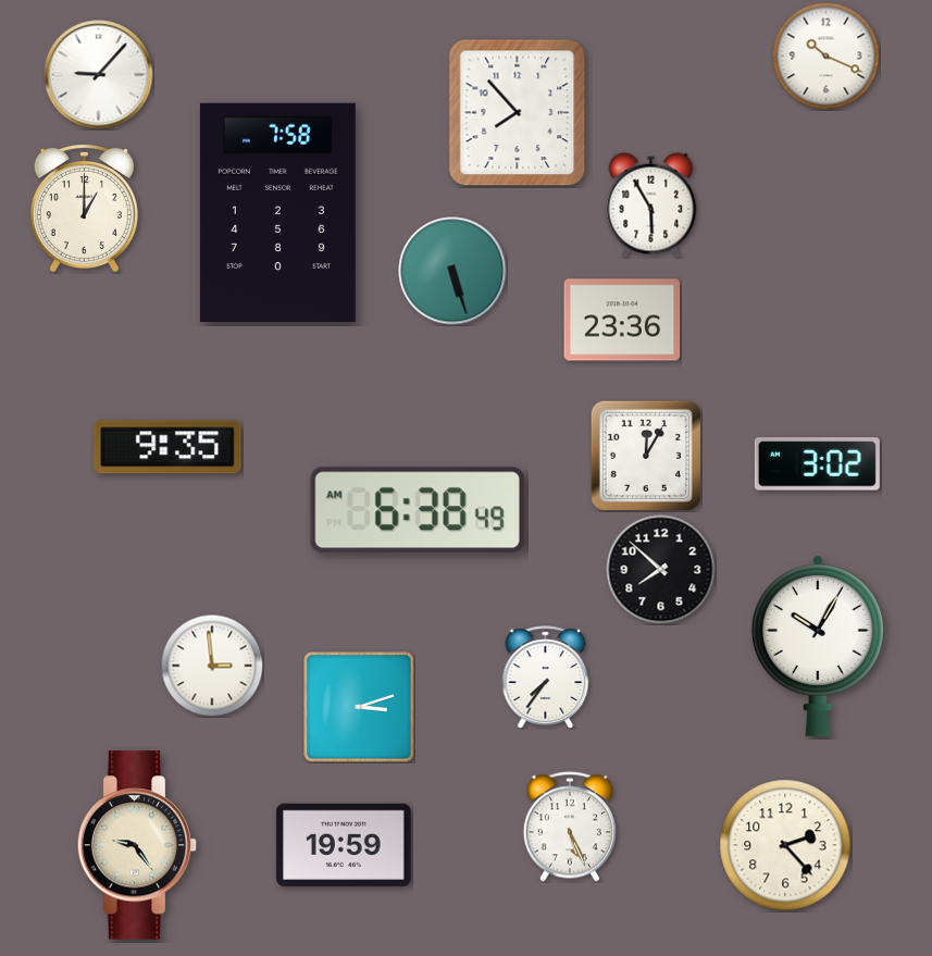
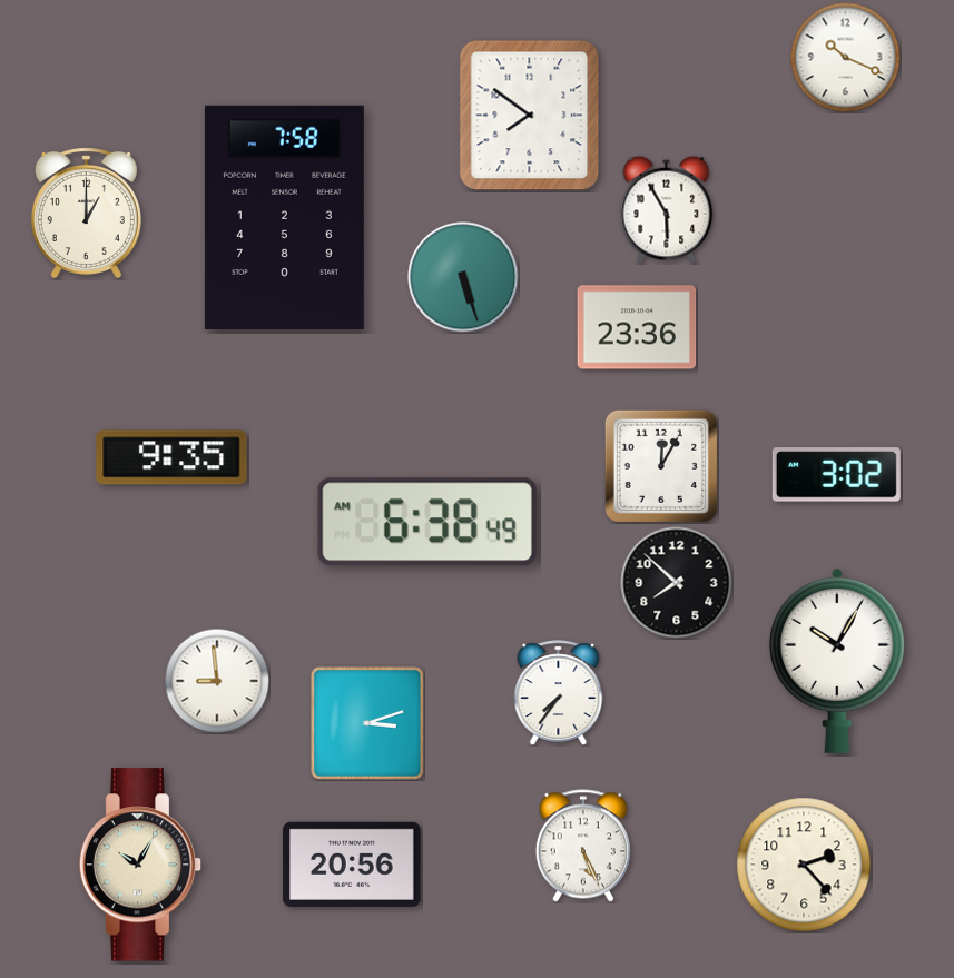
clock at (99, 75): 9:07 -> none
clock at (518, 113): 7:53 -> 7:51
clock at (212, 666): 2:59 -> 8:59
clock at (137, 845): 9:24 -> 10:05
clock at (344, 845): 19:59 -> 20:56
